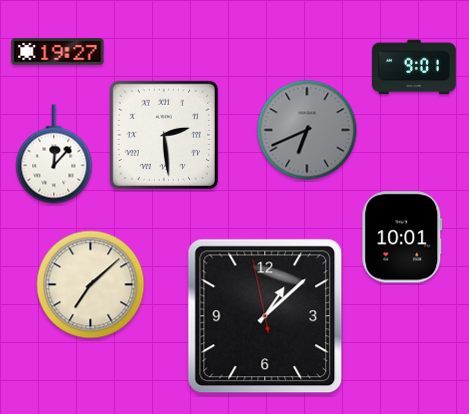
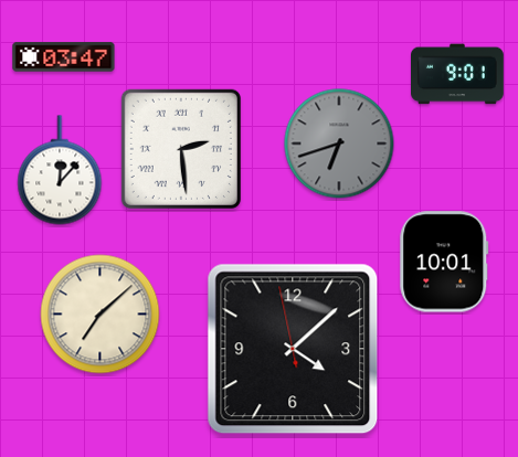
clock at (58, 52): 19:27 -> 03:47
clock at (307, 130): 6:41 -> 6:42
clock at (265, 316): 1:07 -> 4:07
